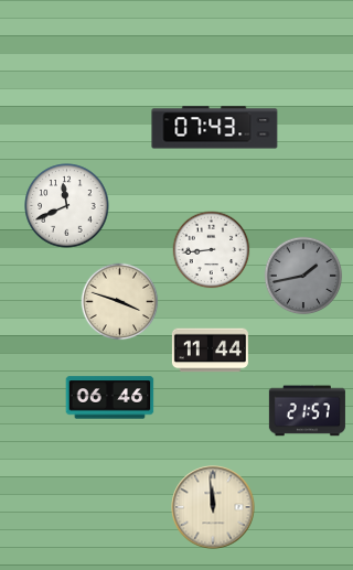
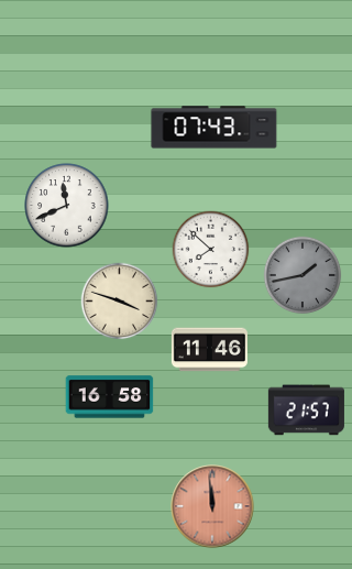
clock at (212, 250): 8:44 -> 7:52
clock at (210, 351): 11:44 -> 11:46
clock at (110, 398): 06:46 -> 16:58
clock at (213, 507) dial: cream -> salmon
